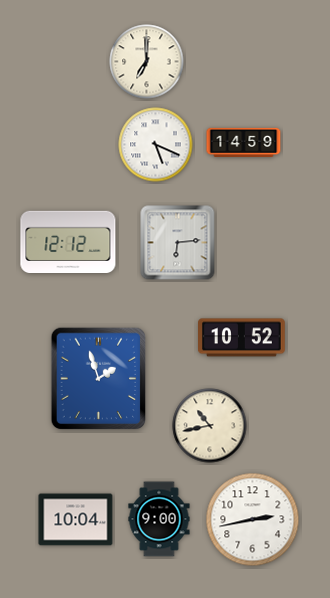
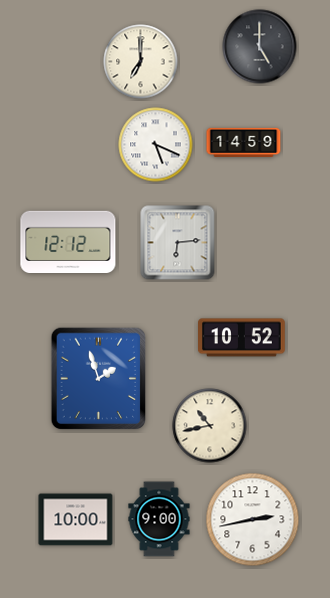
clock at (260, 47): none -> 5:00
clock at (147, 62) position: (147, 62) -> (141, 62)
clock at (76, 520): 10:04 -> 10:00
